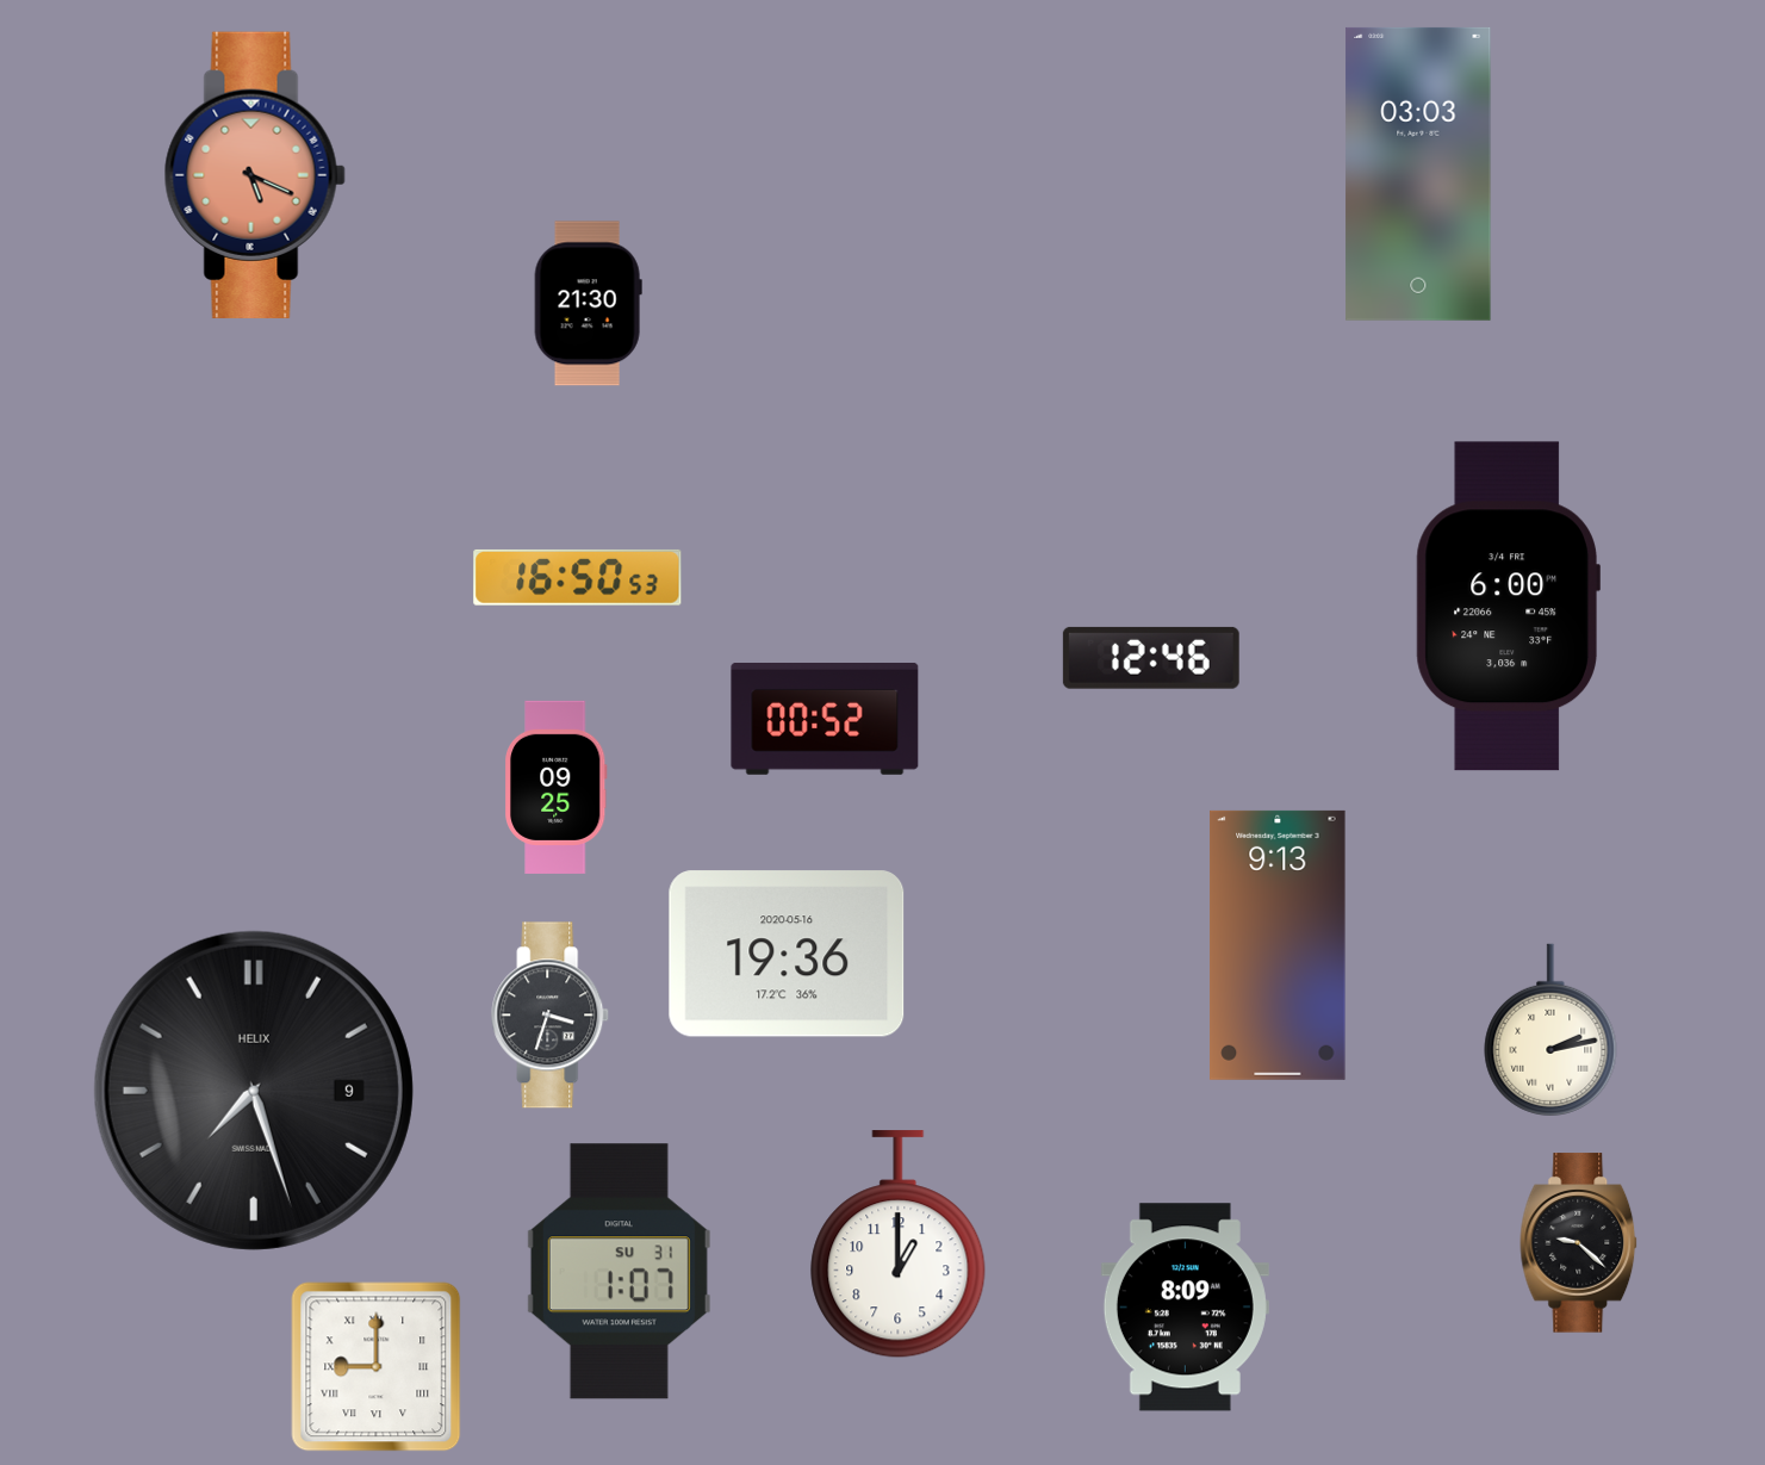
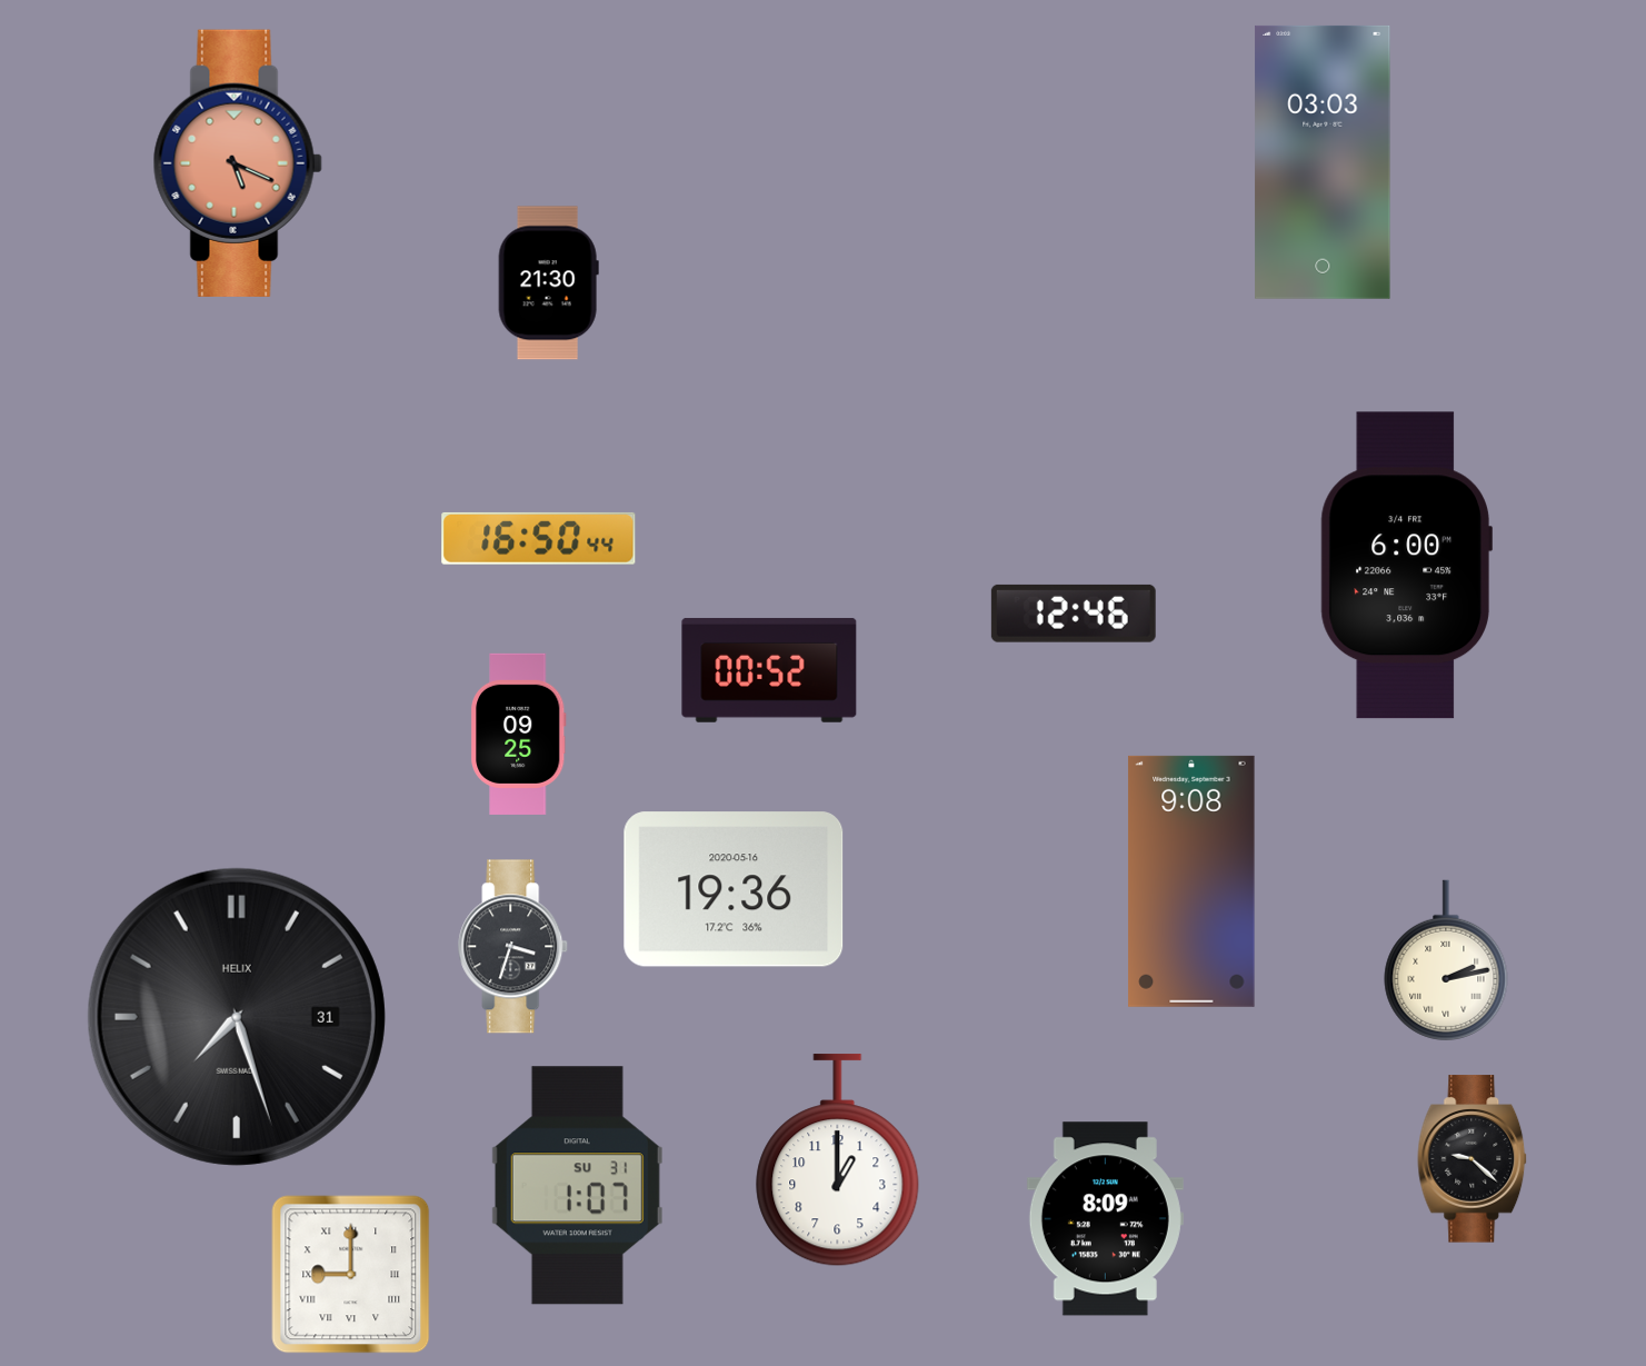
clock at (578, 577): 16:50:53 -> 16:50:44
clock at (1278, 945): 9:13 -> 9:08
clock at (254, 1091) date: 9 -> 31
